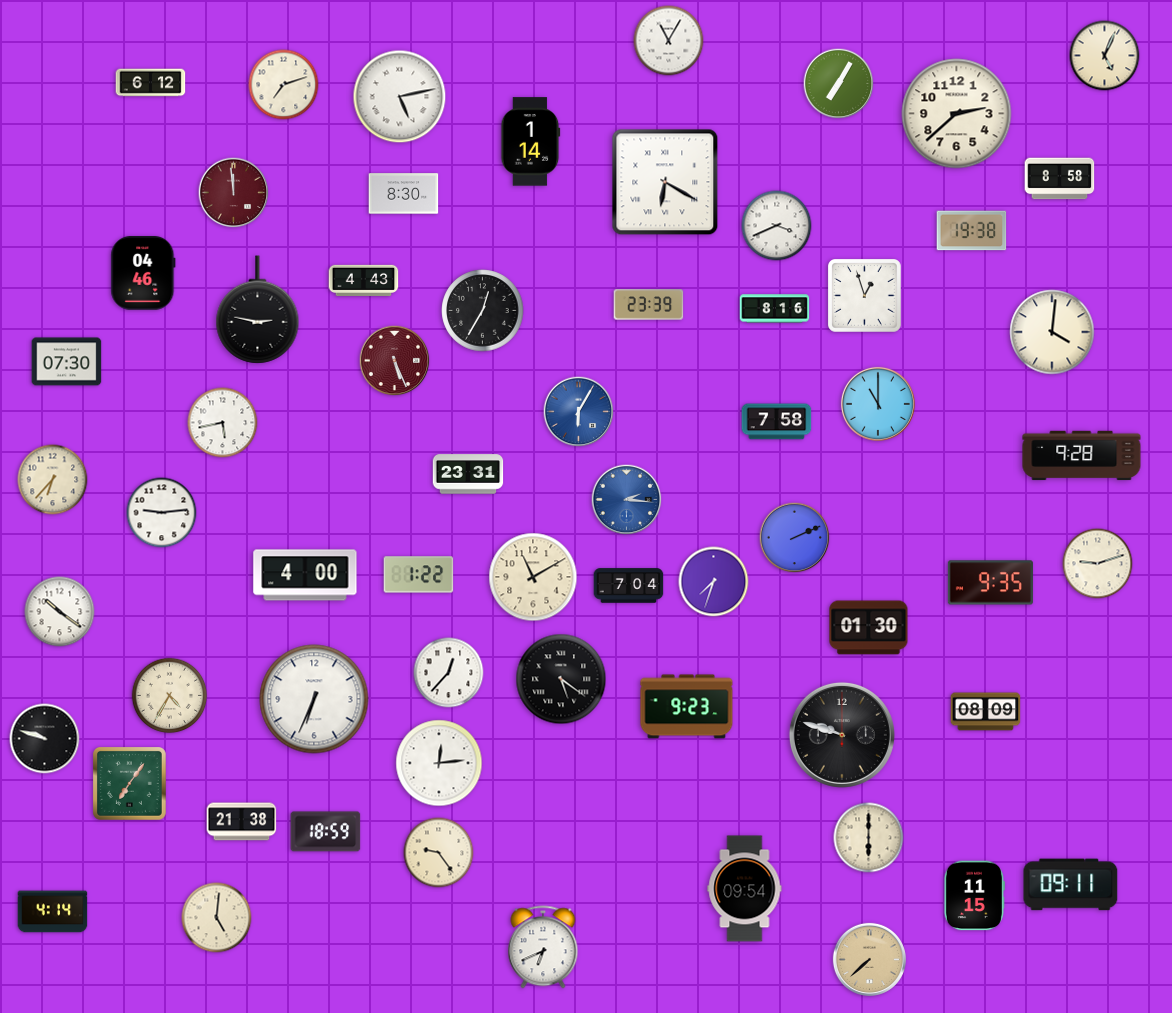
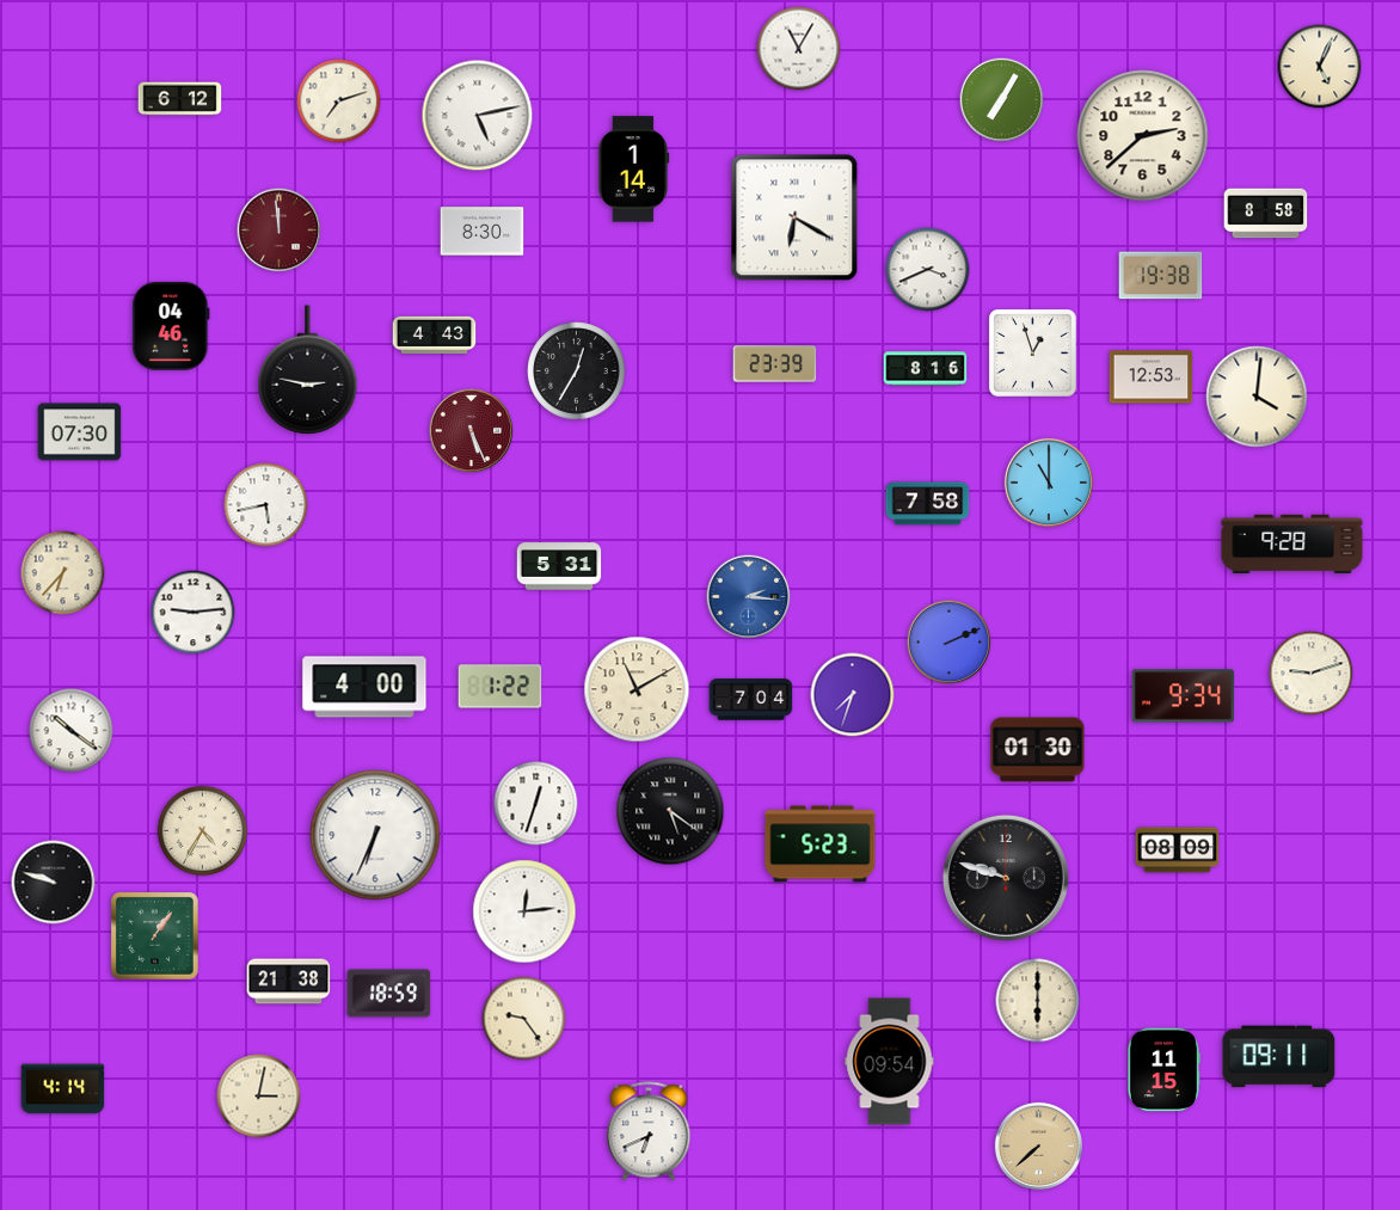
clock at (1152, 377): none -> 12:53
clock at (579, 412): 6:05 -> none
clock at (468, 474): 23:31 -> 5:31
clock at (990, 583): 9:35 -> 9:34
clock at (449, 673): 12:37 -> 12:33
clock at (687, 707): 9:23 -> 5:23
clock at (130, 784): 7:06 -> 1:06
clock at (217, 918): 5:01 -> 3:02
